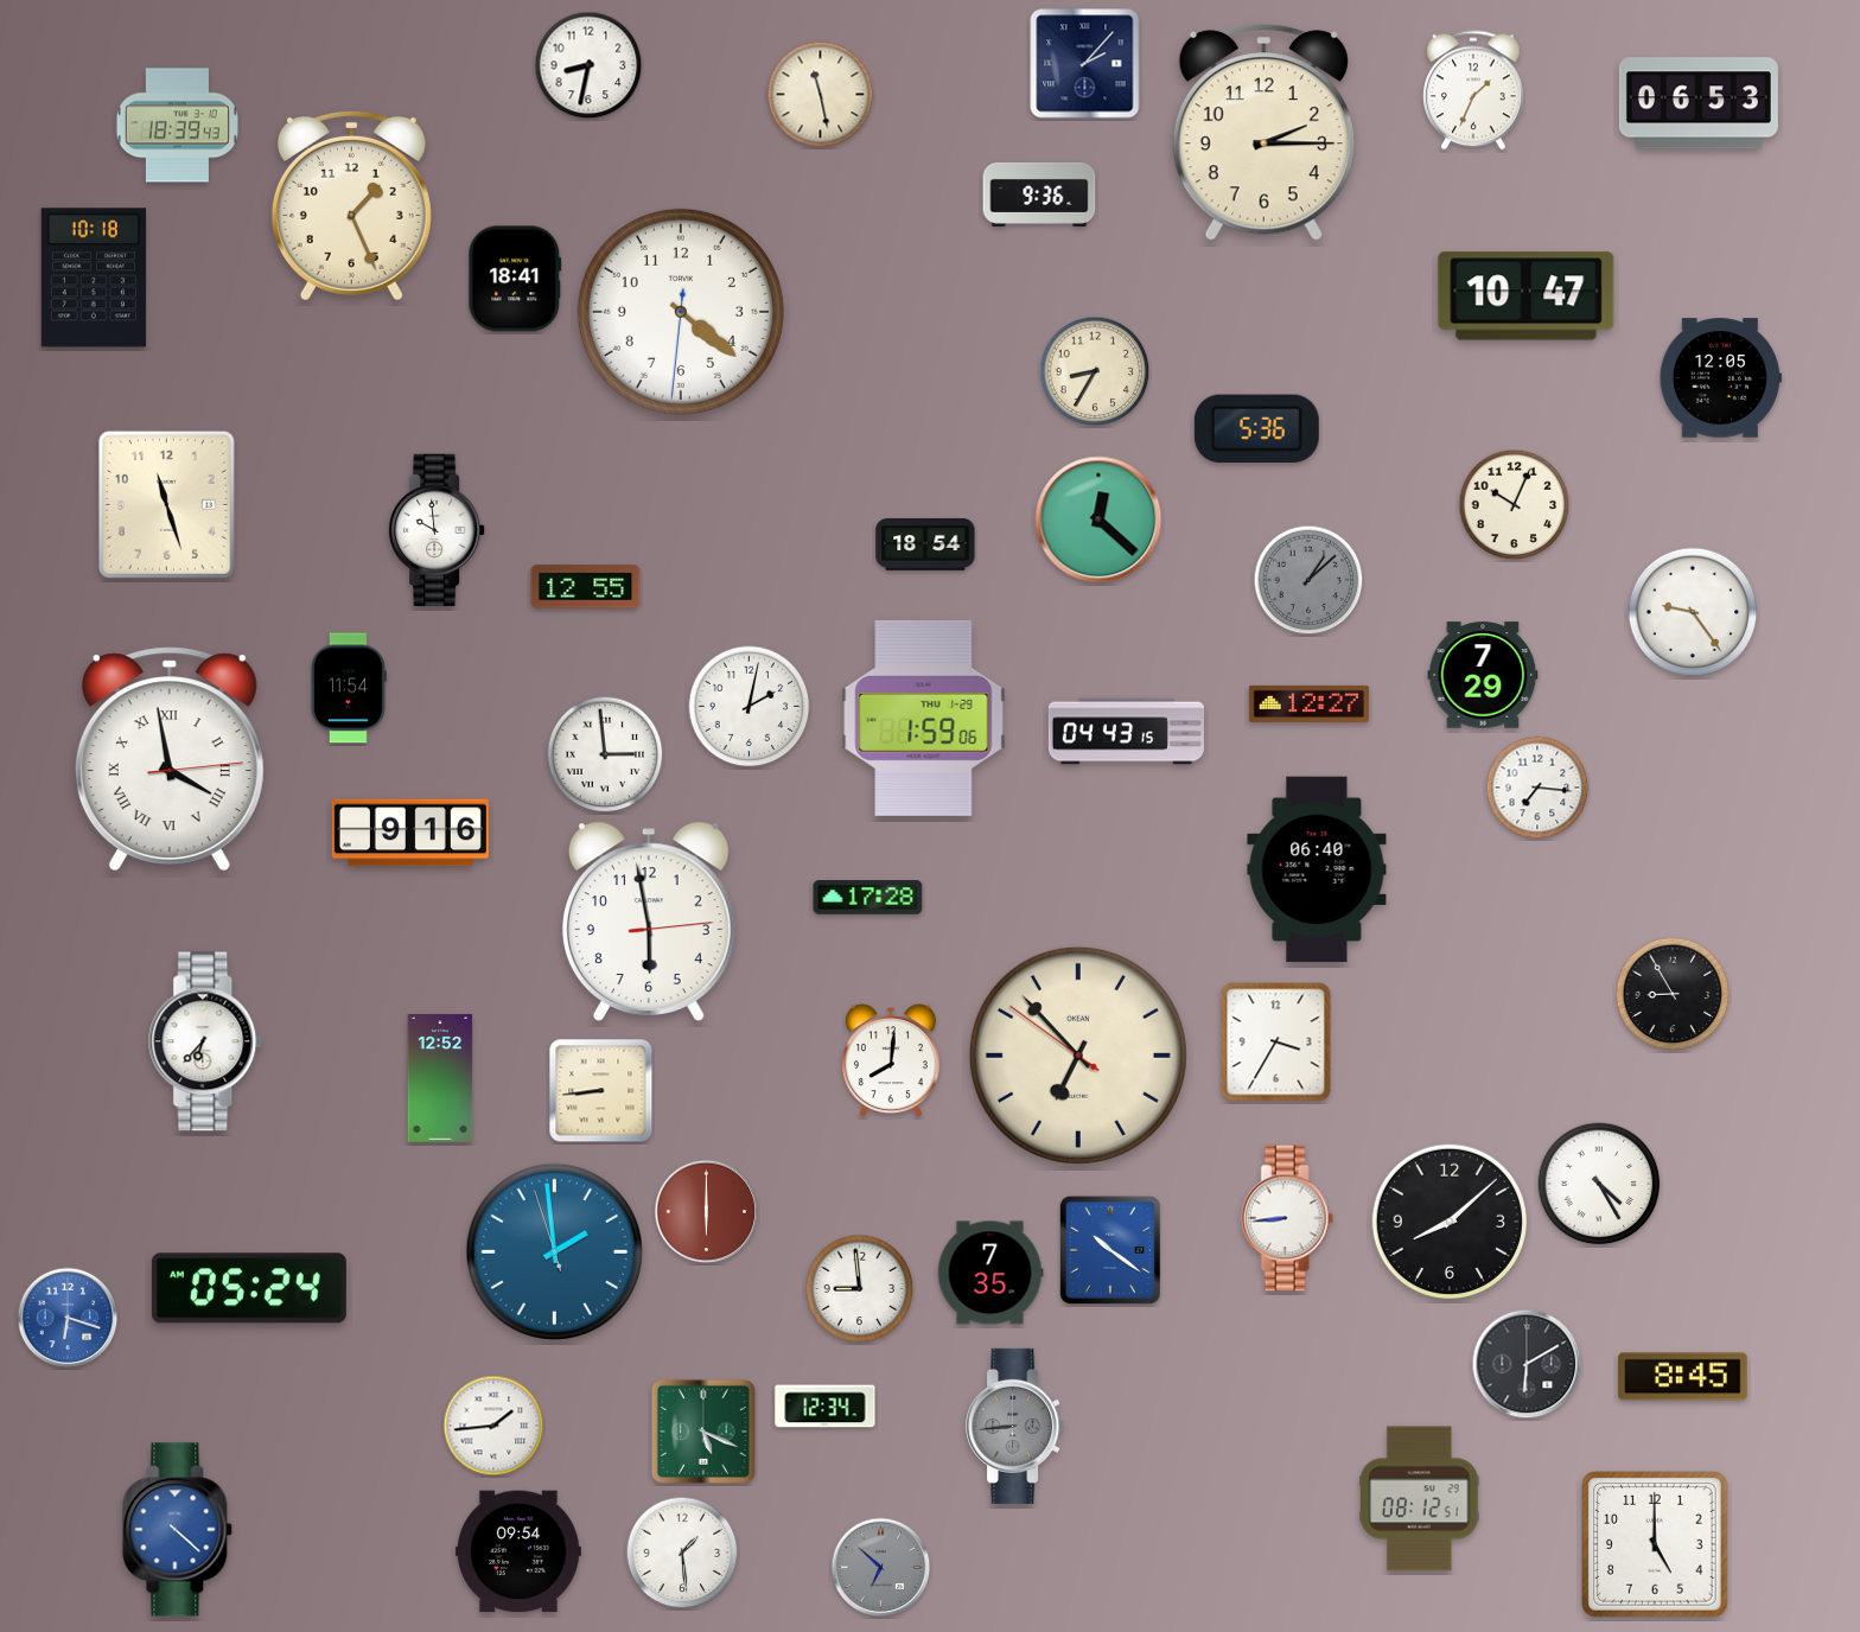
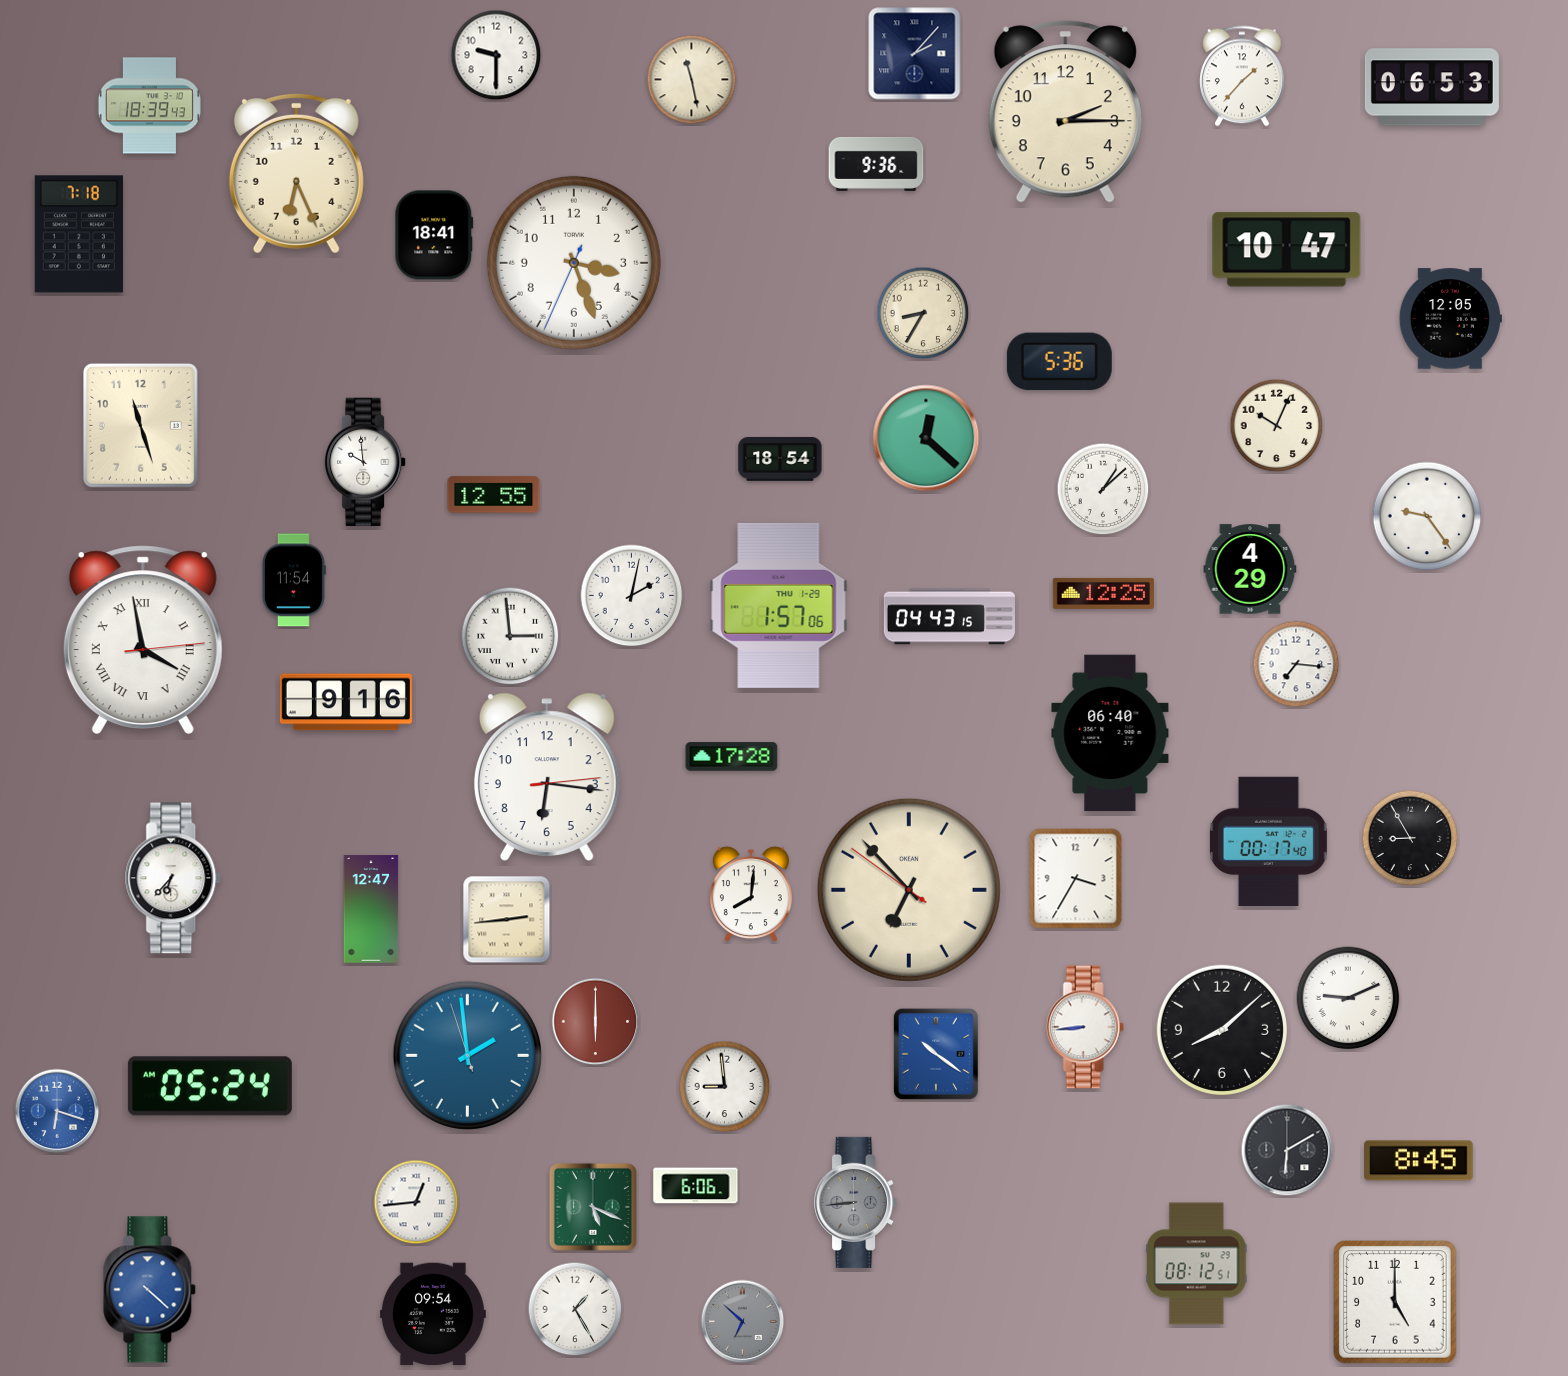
clock at (588, 65): 8:32 -> 9:30
clock at (1474, 90): 1:34 -> 1:37
clock at (351, 205): 1:26 -> 6:26
clock at (94, 278): 10:18 -> 7:18
clock at (681, 312): 4:21 -> 3:26
clock at (437, 530) position: (437, 530) -> (365, 462)
clock at (1308, 580) dial: grey -> white
clock at (1483, 675): 7:29 -> 4:29
clock at (1308, 703): 12:27 -> 12:25
clock at (924, 718): 1:59 -> 1:57
clock at (649, 922): 5:58 -> 6:16
clock at (1268, 841): none -> 00:17
clock at (440, 1078): 12:52 -> 12:47
clock at (601, 1091): 8:44 -> 2:44
clock at (1599, 1184): 4:25 -> 9:11
clock at (990, 1273): 7:35 -> none
clock at (826, 1407): 12:34 -> 6:06
clock at (493, 1426): 1:44 -> 12:44
clock at (518, 1551) position: (518, 1551) -> (433, 1314)
clock at (682, 1553): 1:29 -> 1:25
